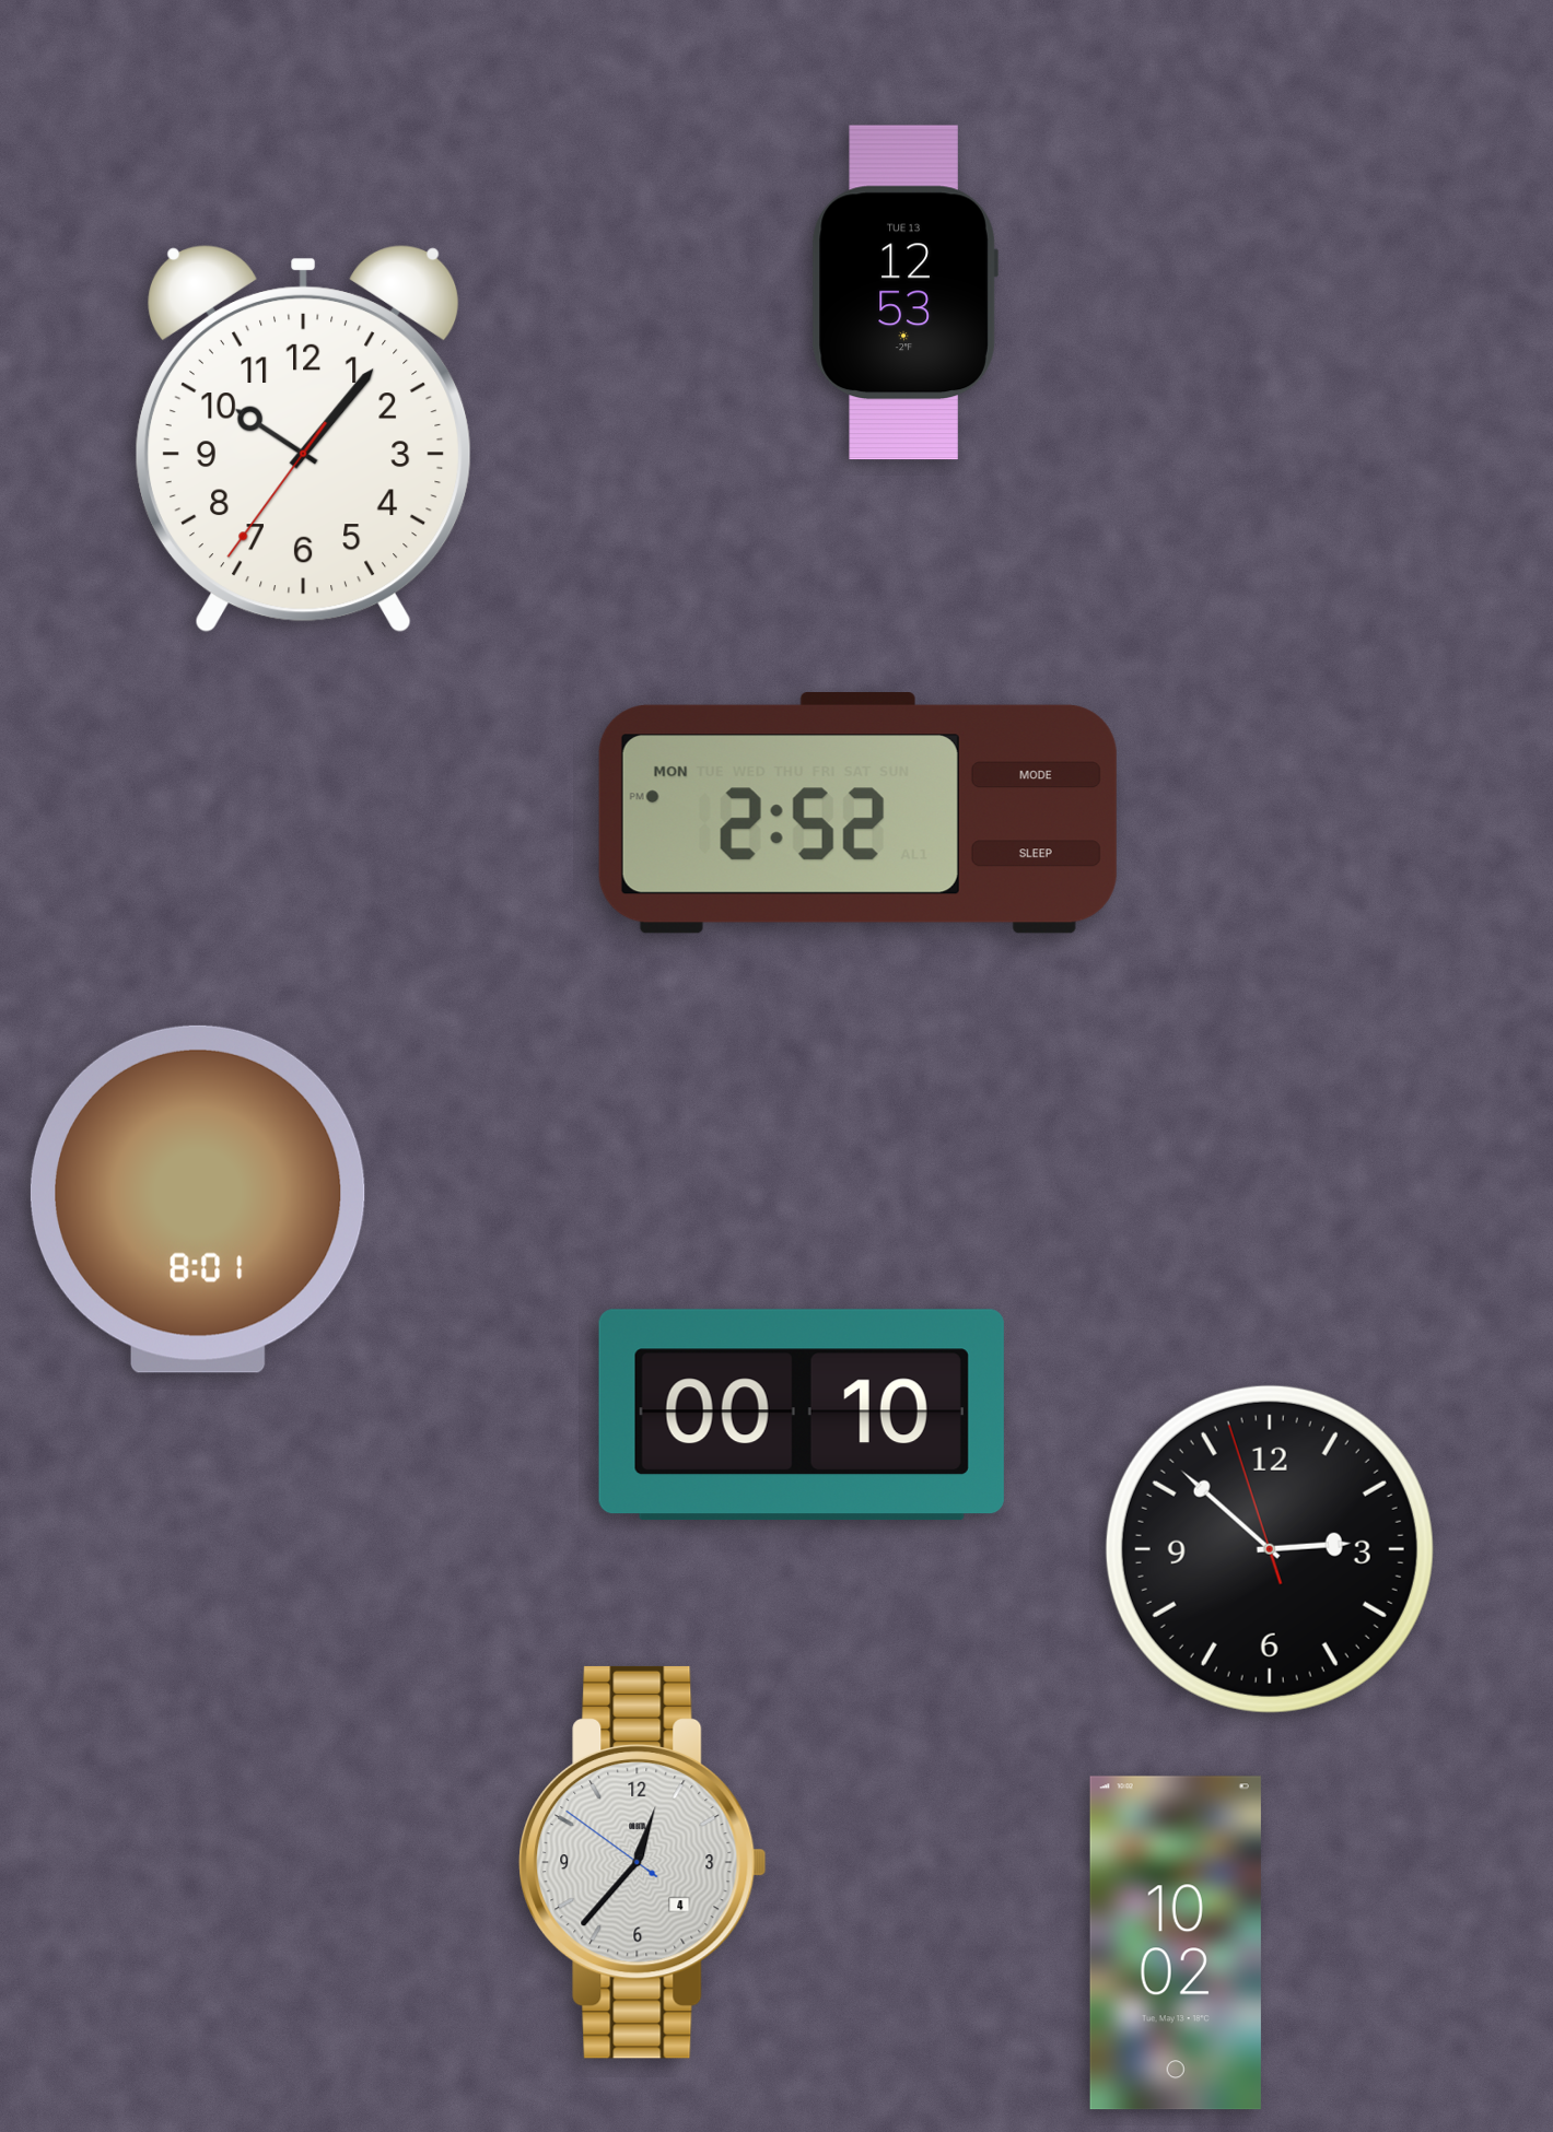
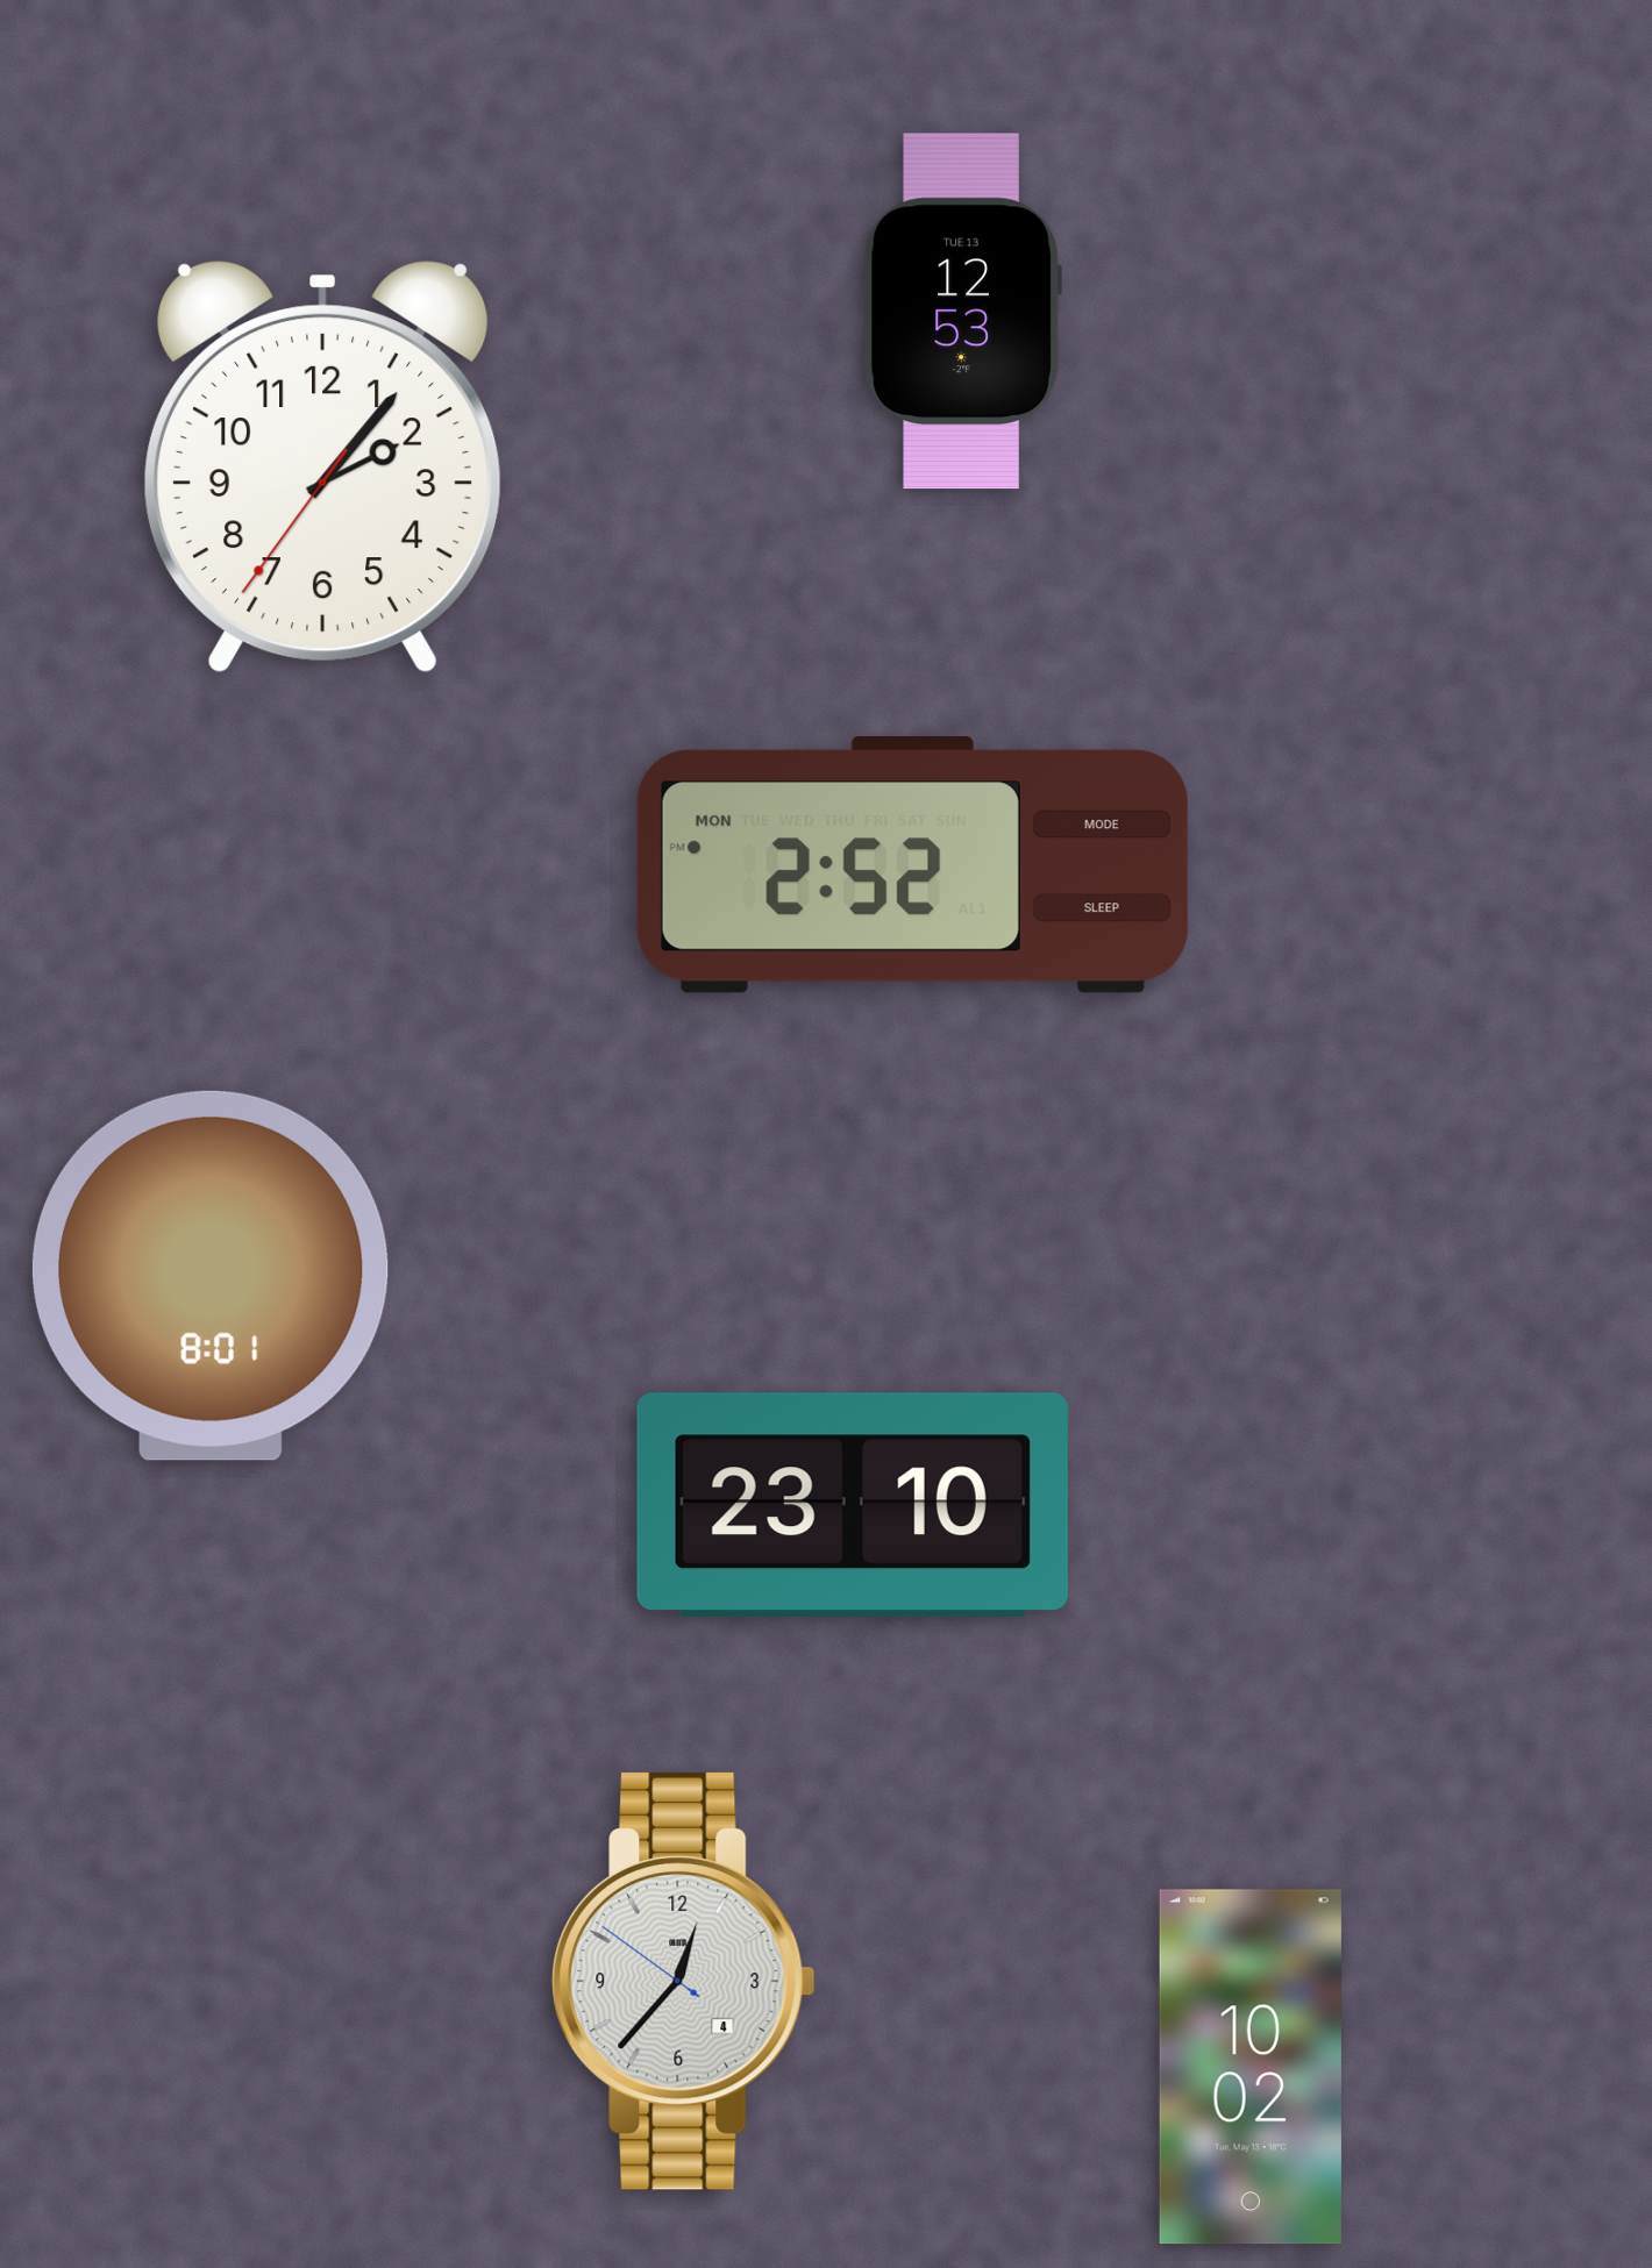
clock at (303, 438): 10:06 -> 2:06
clock at (802, 1415): 00:10 -> 23:10
clock at (1270, 1549): 2:51 -> none
